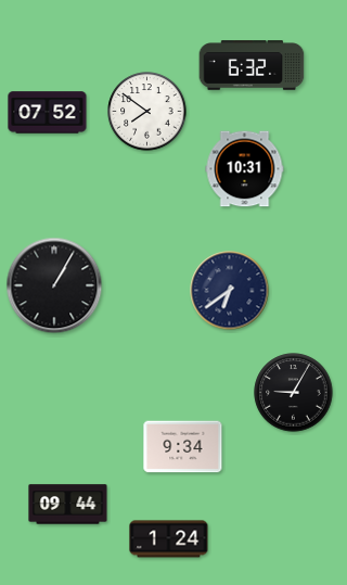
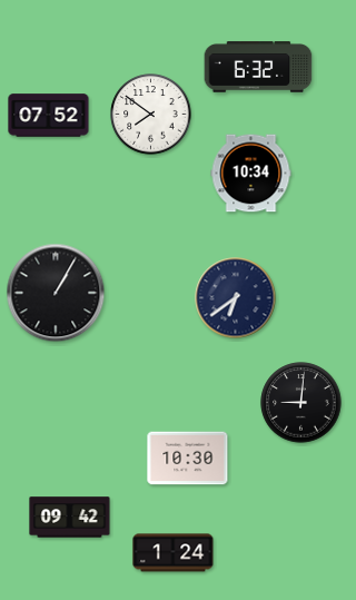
clock at (245, 169): 10:31 -> 10:34
clock at (294, 393): 9:05 -> 9:01
clock at (183, 447): 9:34 -> 10:30
clock at (68, 505): 09:44 -> 09:42
